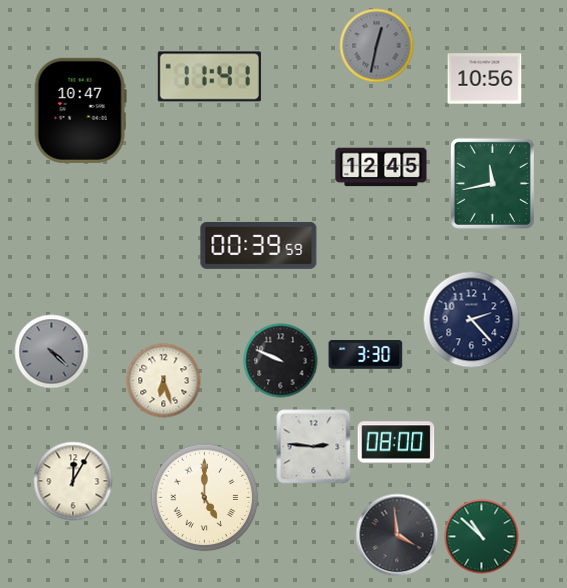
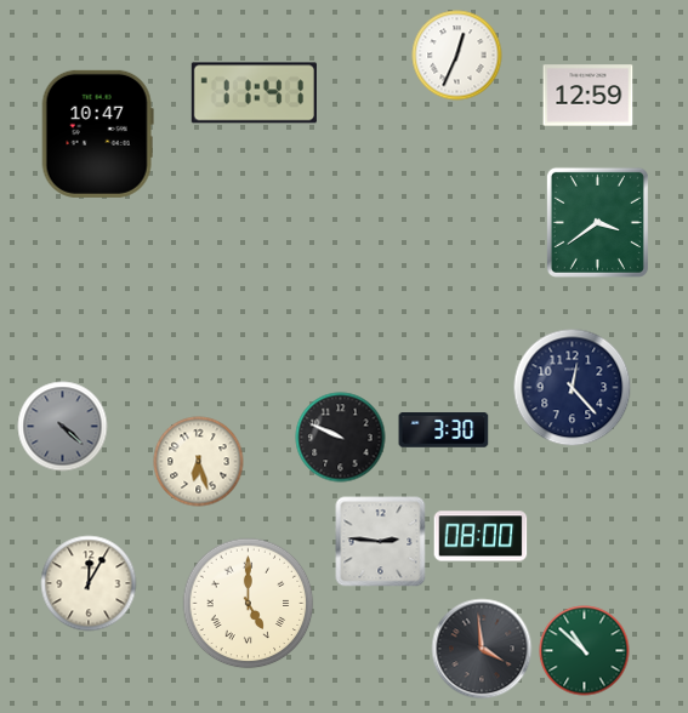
clock at (377, 46): 12:32 -> 12:34
clock at (377, 46) dial: grey -> white
clock at (485, 79): 10:56 -> 12:59
clock at (381, 167): 12:45 -> none
clock at (492, 183): 11:43 -> 3:39
clock at (259, 245): 00:39 -> none
clock at (472, 320): 2:23 -> 12:23
